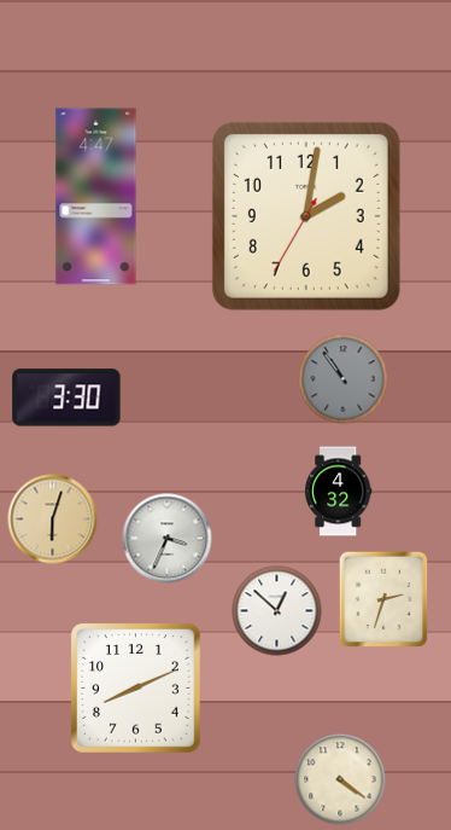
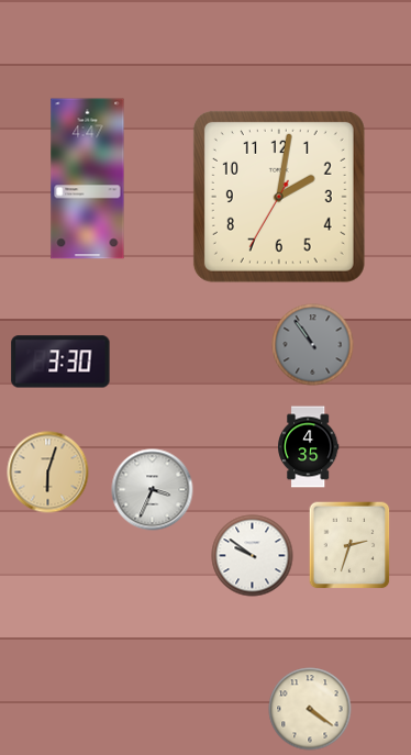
clock at (339, 492): 4:32 -> 4:35
clock at (277, 611): 12:52 -> 9:51
clock at (136, 689): 8:11 -> none
